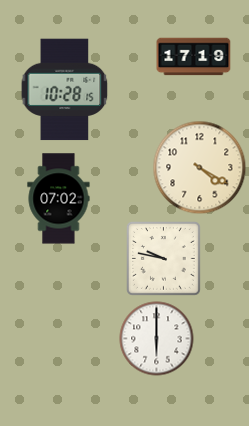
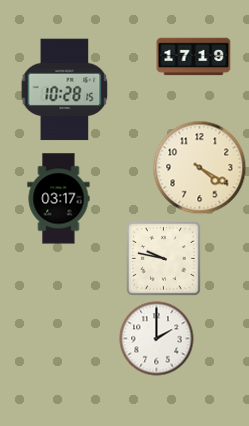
clock at (59, 199): 07:02 -> 03:17
clock at (157, 339): 6:00 -> 2:00
